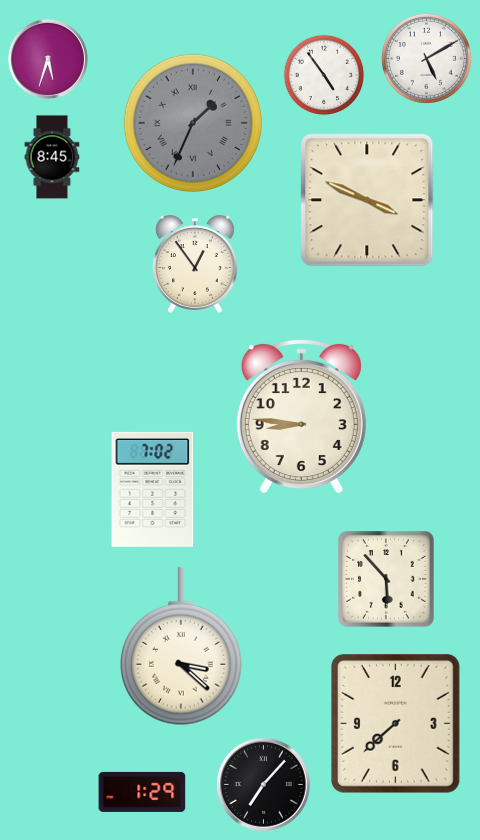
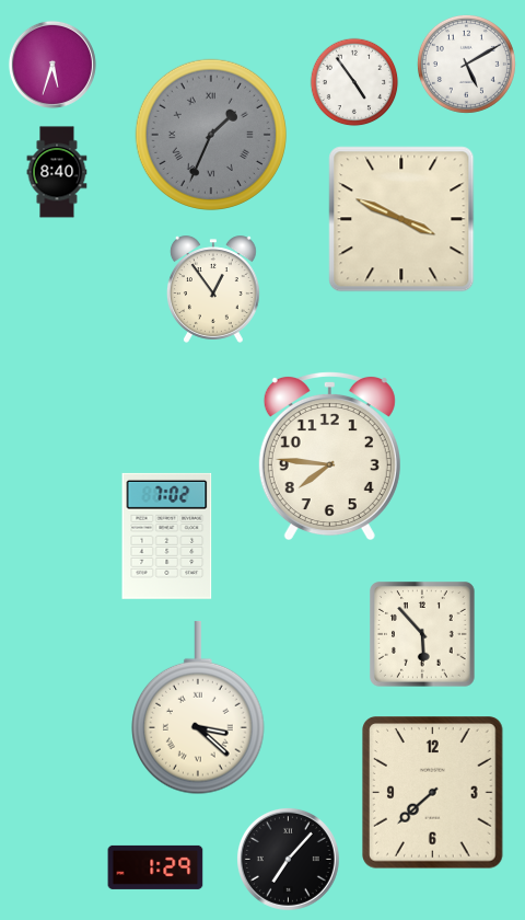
clock at (52, 157): 8:45 -> 8:40
clock at (301, 416): 8:46 -> 7:46
